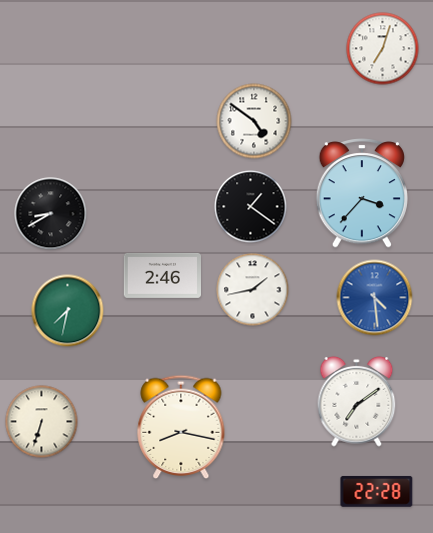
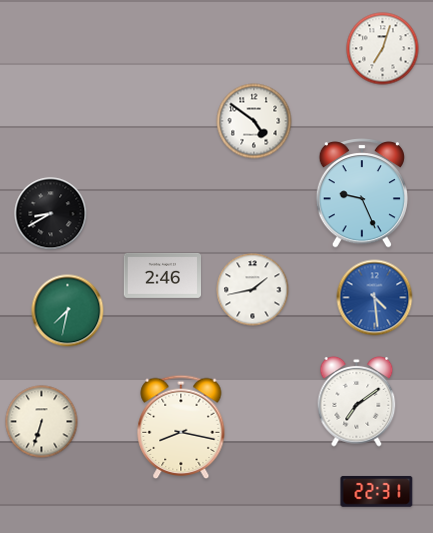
clock at (362, 193): 3:37 -> 9:26
clock at (251, 207): 1:21 -> none
clock at (377, 492): 22:28 -> 22:31
